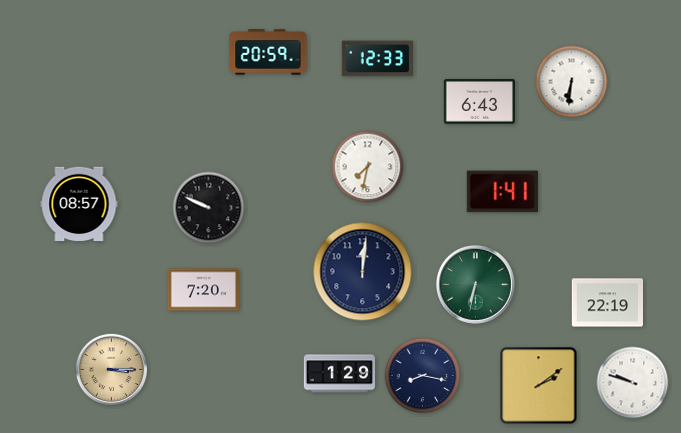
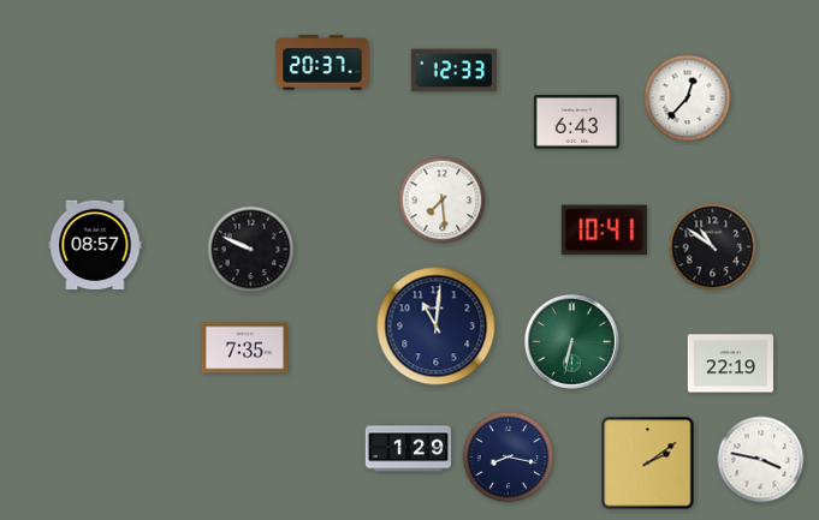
clock at (268, 52): 20:59 -> 20:37
clock at (572, 82): 6:31 -> 12:37
clock at (368, 167): 7:32 -> 7:29
clock at (502, 192): 1:41 -> 10:41
clock at (713, 247): none -> 10:51
clock at (363, 272): 12:01 -> 11:01
clock at (203, 290): 7:20 -> 7:35
clock at (111, 369): 3:15 -> none
clock at (423, 376) position: (423, 376) -> (509, 458)
clock at (633, 383): 9:48 -> 3:47
